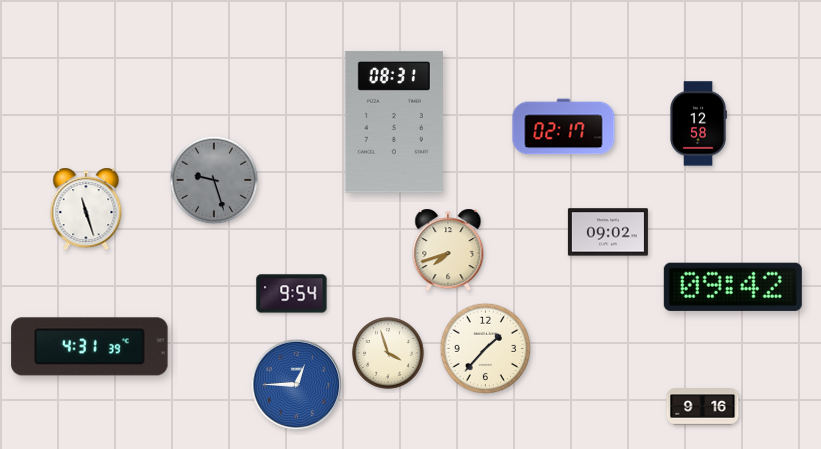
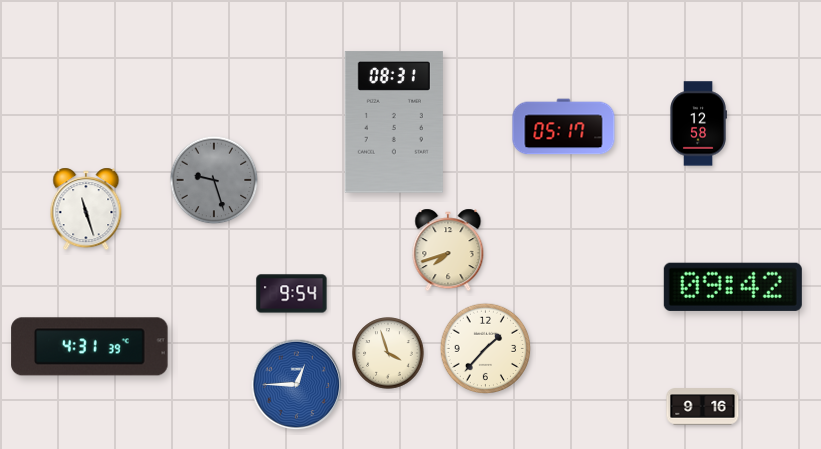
clock at (564, 127): 02:17 -> 05:17
clock at (608, 232): 09:02 -> none
